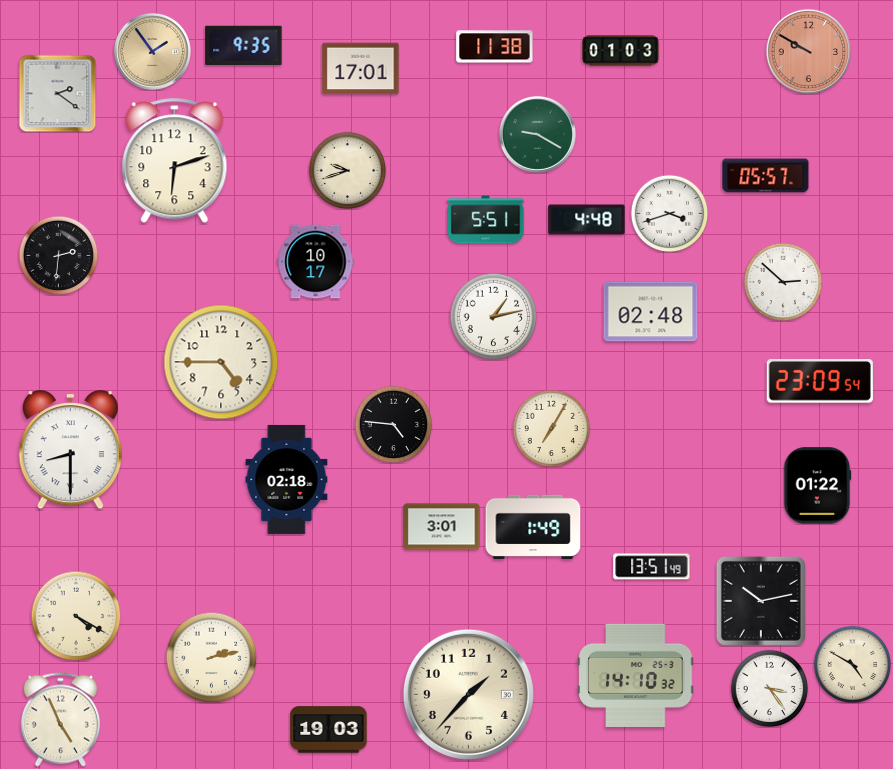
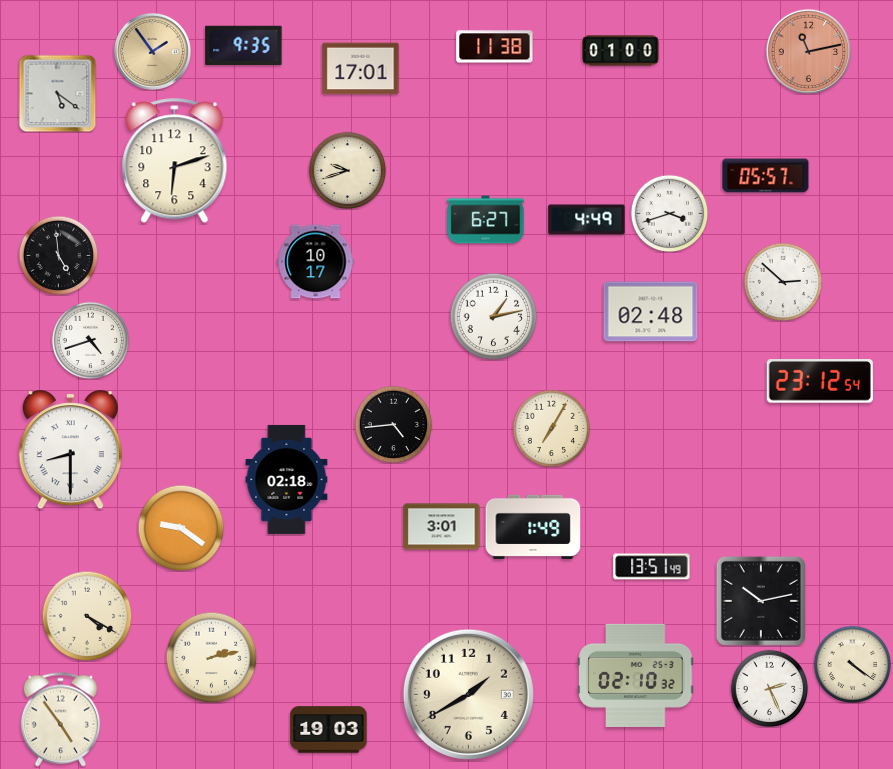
clock at (621, 51): 01:03 -> 01:00
clock at (808, 51): 9:50 -> 11:13
clock at (57, 93): 2:21 -> 5:21
clock at (537, 134): 9:20 -> none
clock at (486, 220): 5:51 -> 6:27
clock at (587, 220): 4:48 -> 4:49
clock at (58, 255): 2:31 -> 4:59
clock at (90, 340): none -> 4:42
clock at (221, 362): 4:45 -> none
clock at (820, 381): 23:09 -> 23:12
clock at (393, 424): 4:46 -> 4:44
clock at (817, 486): 01:22 -> none
clock at (181, 528): none -> 9:21
clock at (76, 616) position: (76, 616) -> (87, 616)
clock at (852, 664): 4:50 -> 4:21
clock at (636, 675): 14:10 -> 02:10
clock at (769, 688): 3:24 -> 2:26
clock at (468, 694): 1:37 -> 1:40
clock at (60, 720): 4:56 -> 4:54
